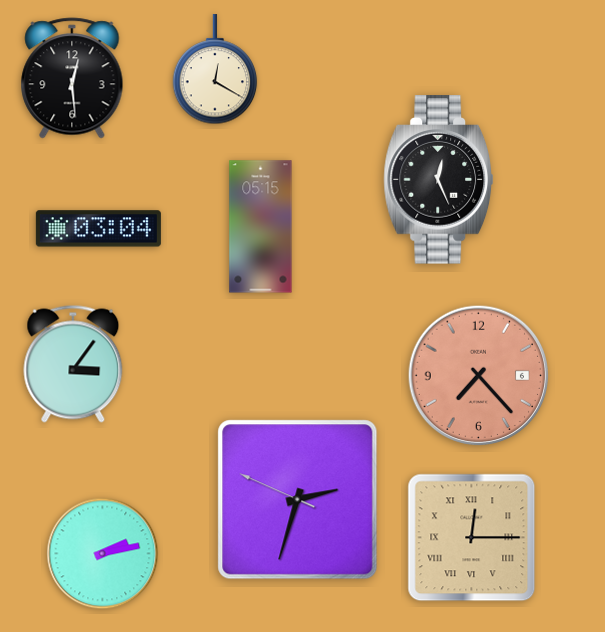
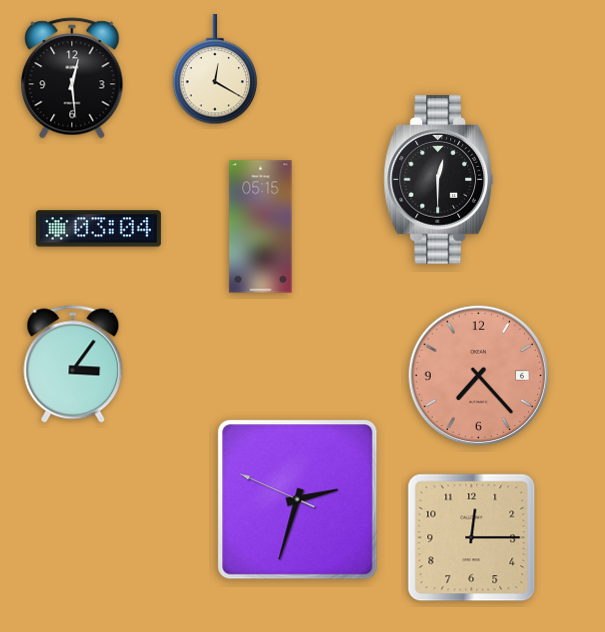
clock at (439, 180): 12:26 -> 12:30
clock at (472, 538) numerals: Roman -> Arabic
clock at (103, 554): 2:13 -> none
